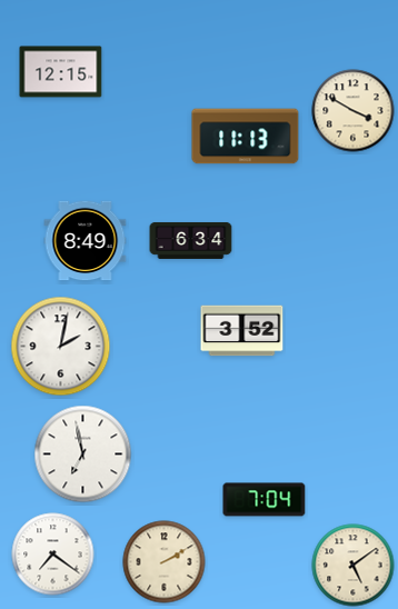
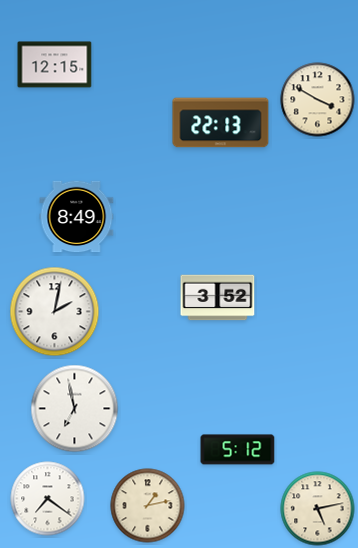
clock at (246, 137): 11:13 -> 22:13
clock at (191, 240): 6:34 -> none
clock at (265, 500): 7:04 -> 5:12
clock at (165, 562): 2:10 -> 1:13
clock at (354, 566): 5:09 -> 5:13
